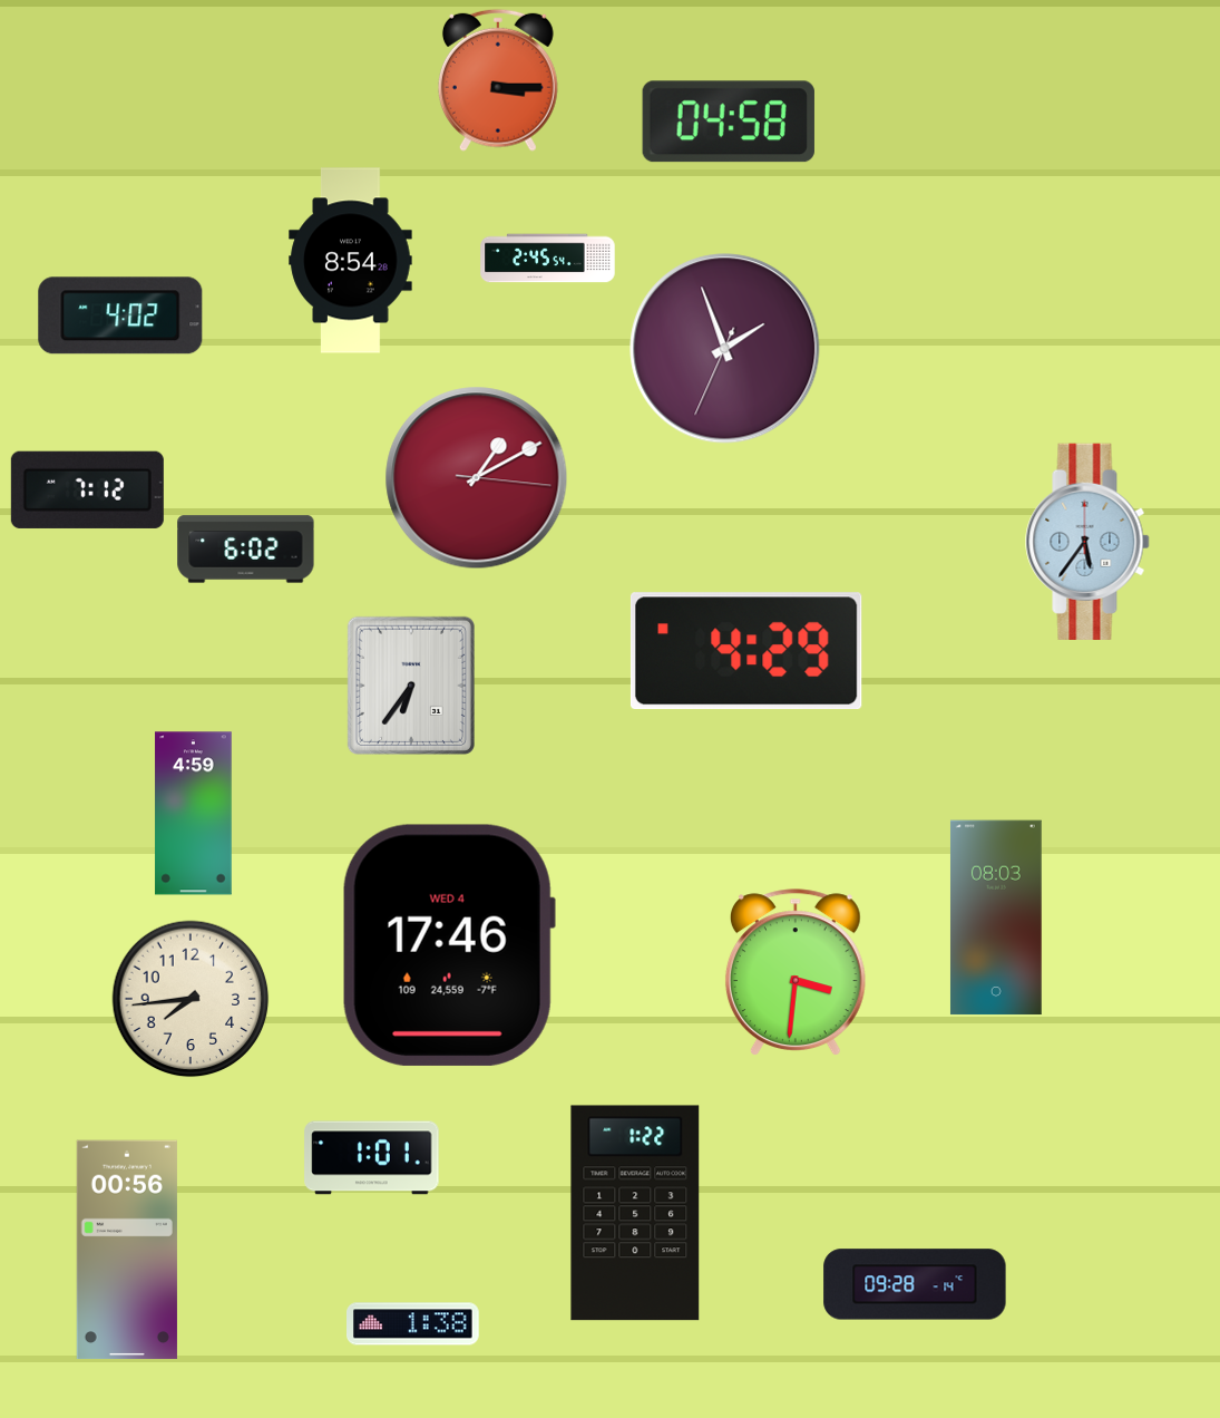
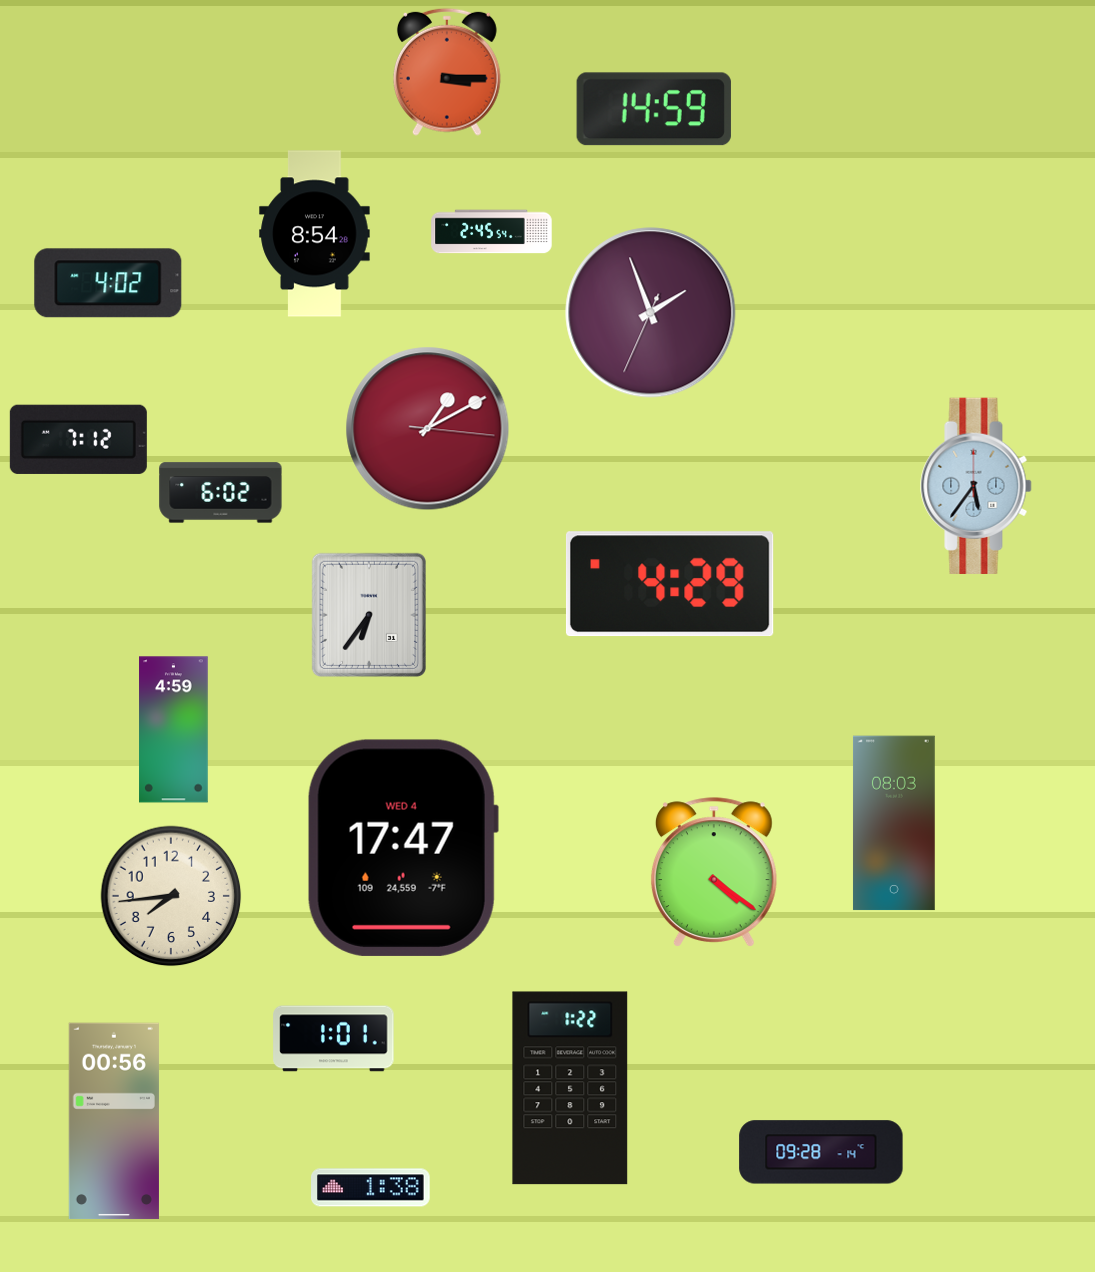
clock at (729, 122): 04:58 -> 14:59
clock at (449, 945): 17:46 -> 17:47
clock at (796, 972): 3:31 -> 4:21
